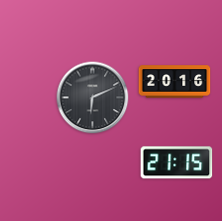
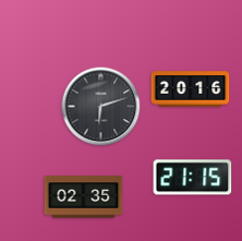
clock at (93, 98): 6:11 -> 6:12
clock at (84, 197): none -> 02:35
